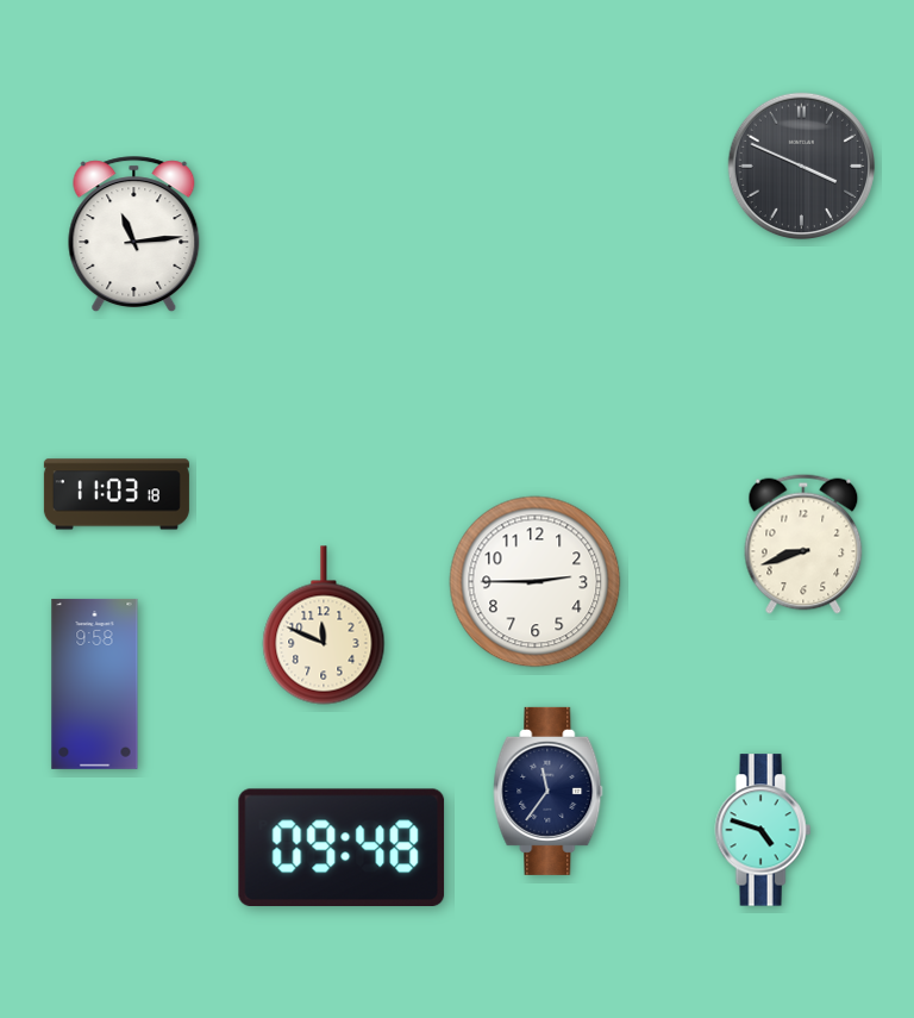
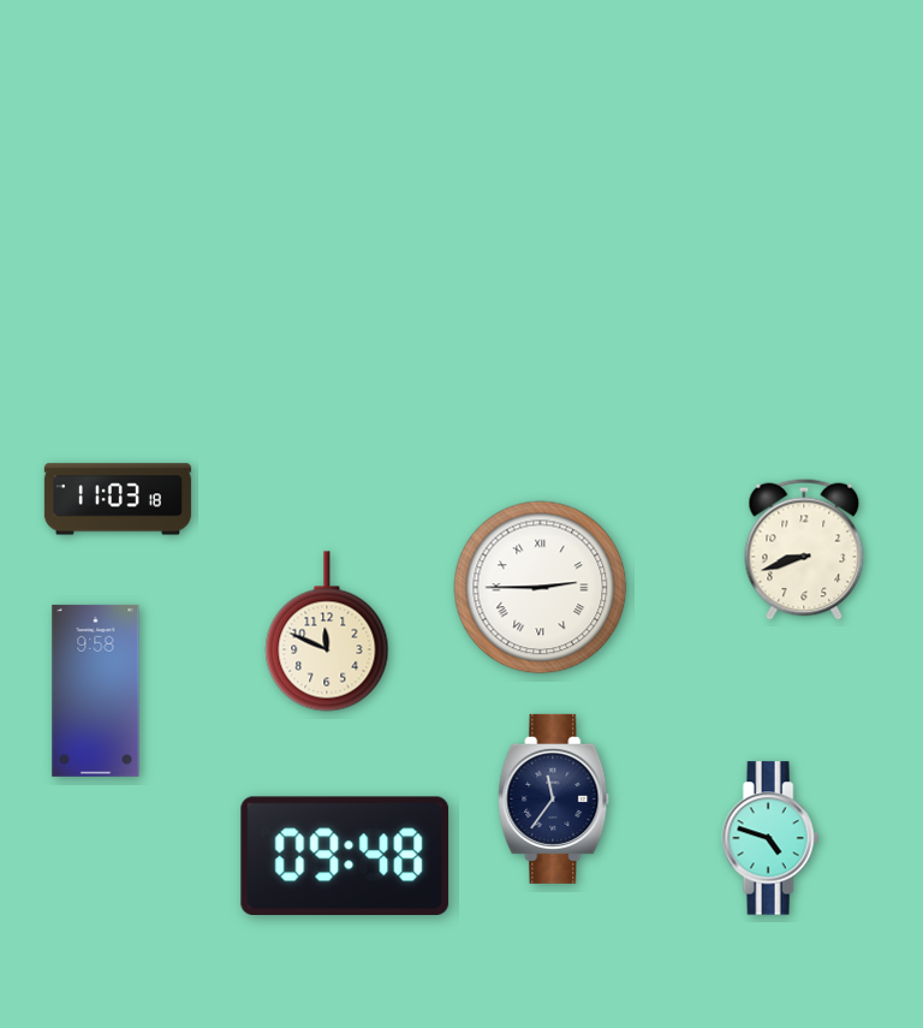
clock at (802, 167): 3:49 -> none
clock at (134, 235): 11:14 -> none
clock at (803, 544) position: (803, 544) -> (804, 549)
clock at (536, 582) numerals: Arabic -> Roman
